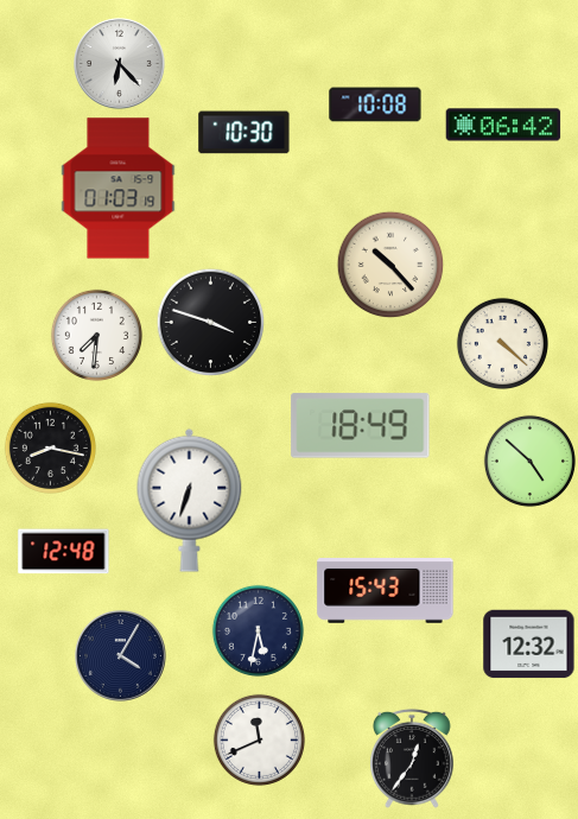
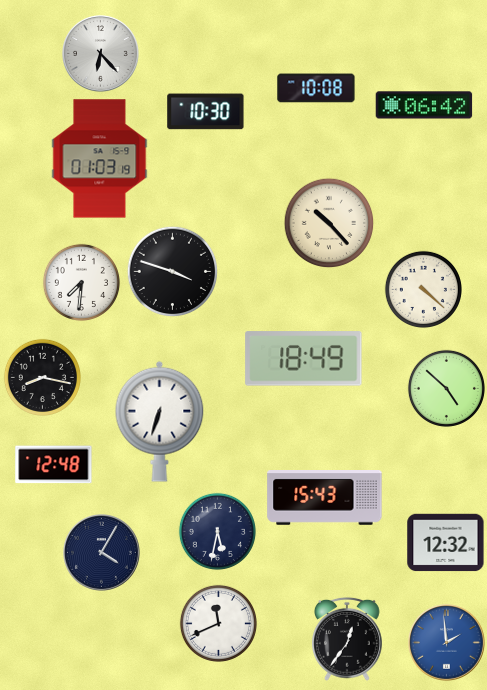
clock at (210, 322) position: (210, 322) -> (172, 271)
clock at (447, 643): none -> 1:59
